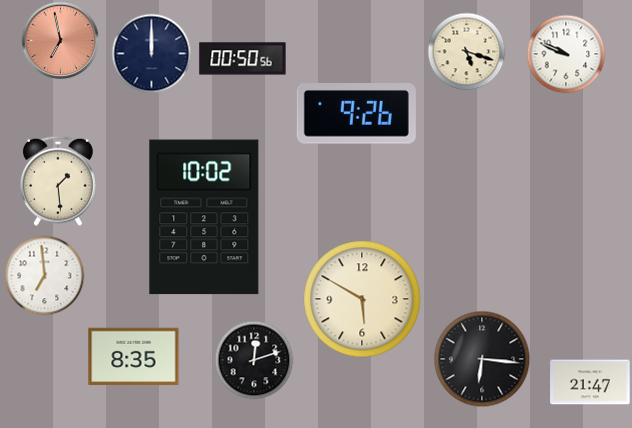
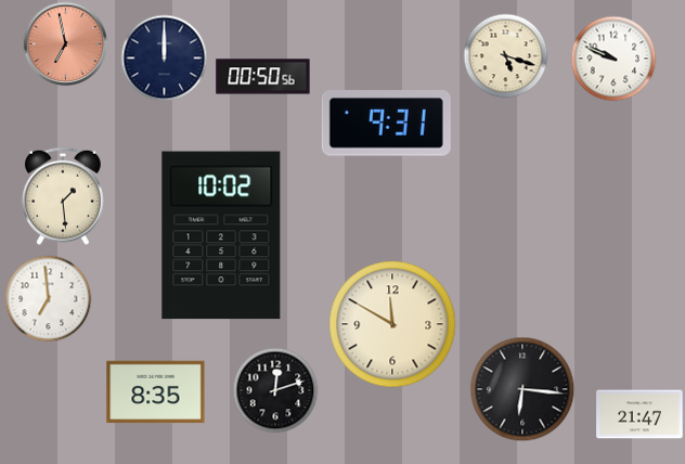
clock at (243, 59) position: (243, 59) -> (263, 77)
clock at (356, 114): 9:26 -> 9:31
clock at (362, 299): 5:50 -> 11:50
clock at (134, 357) position: (134, 357) -> (156, 392)
